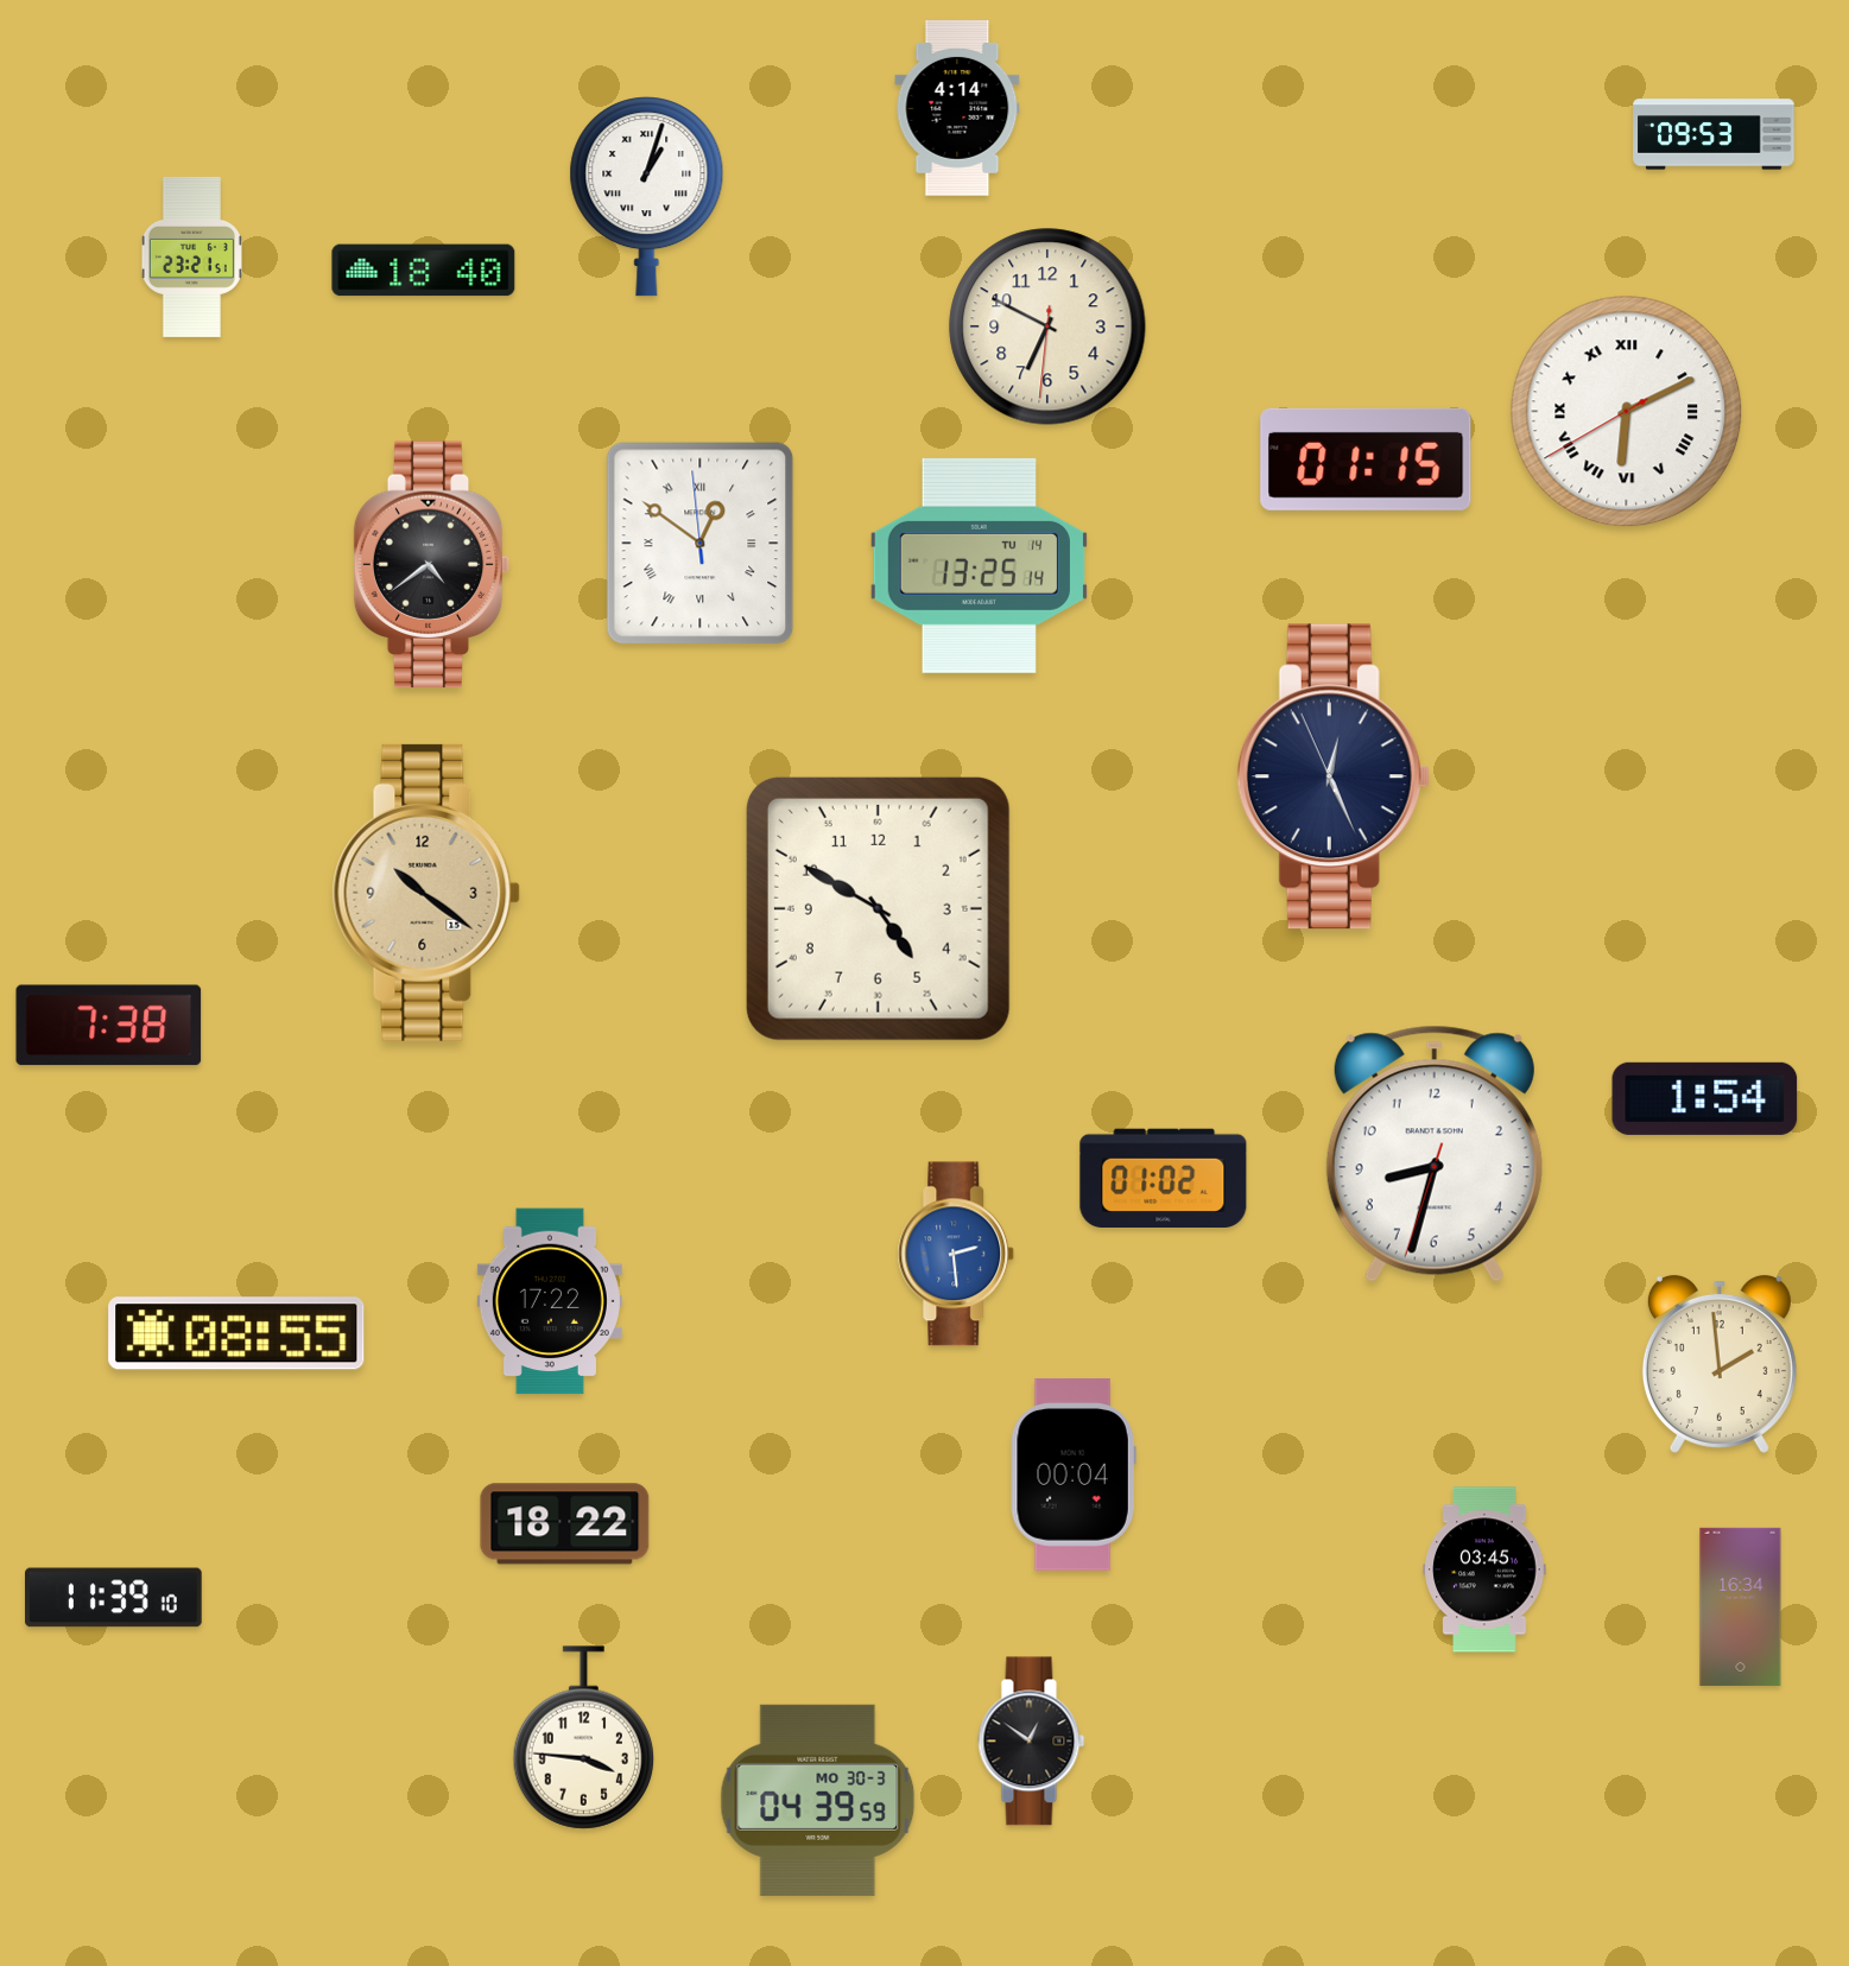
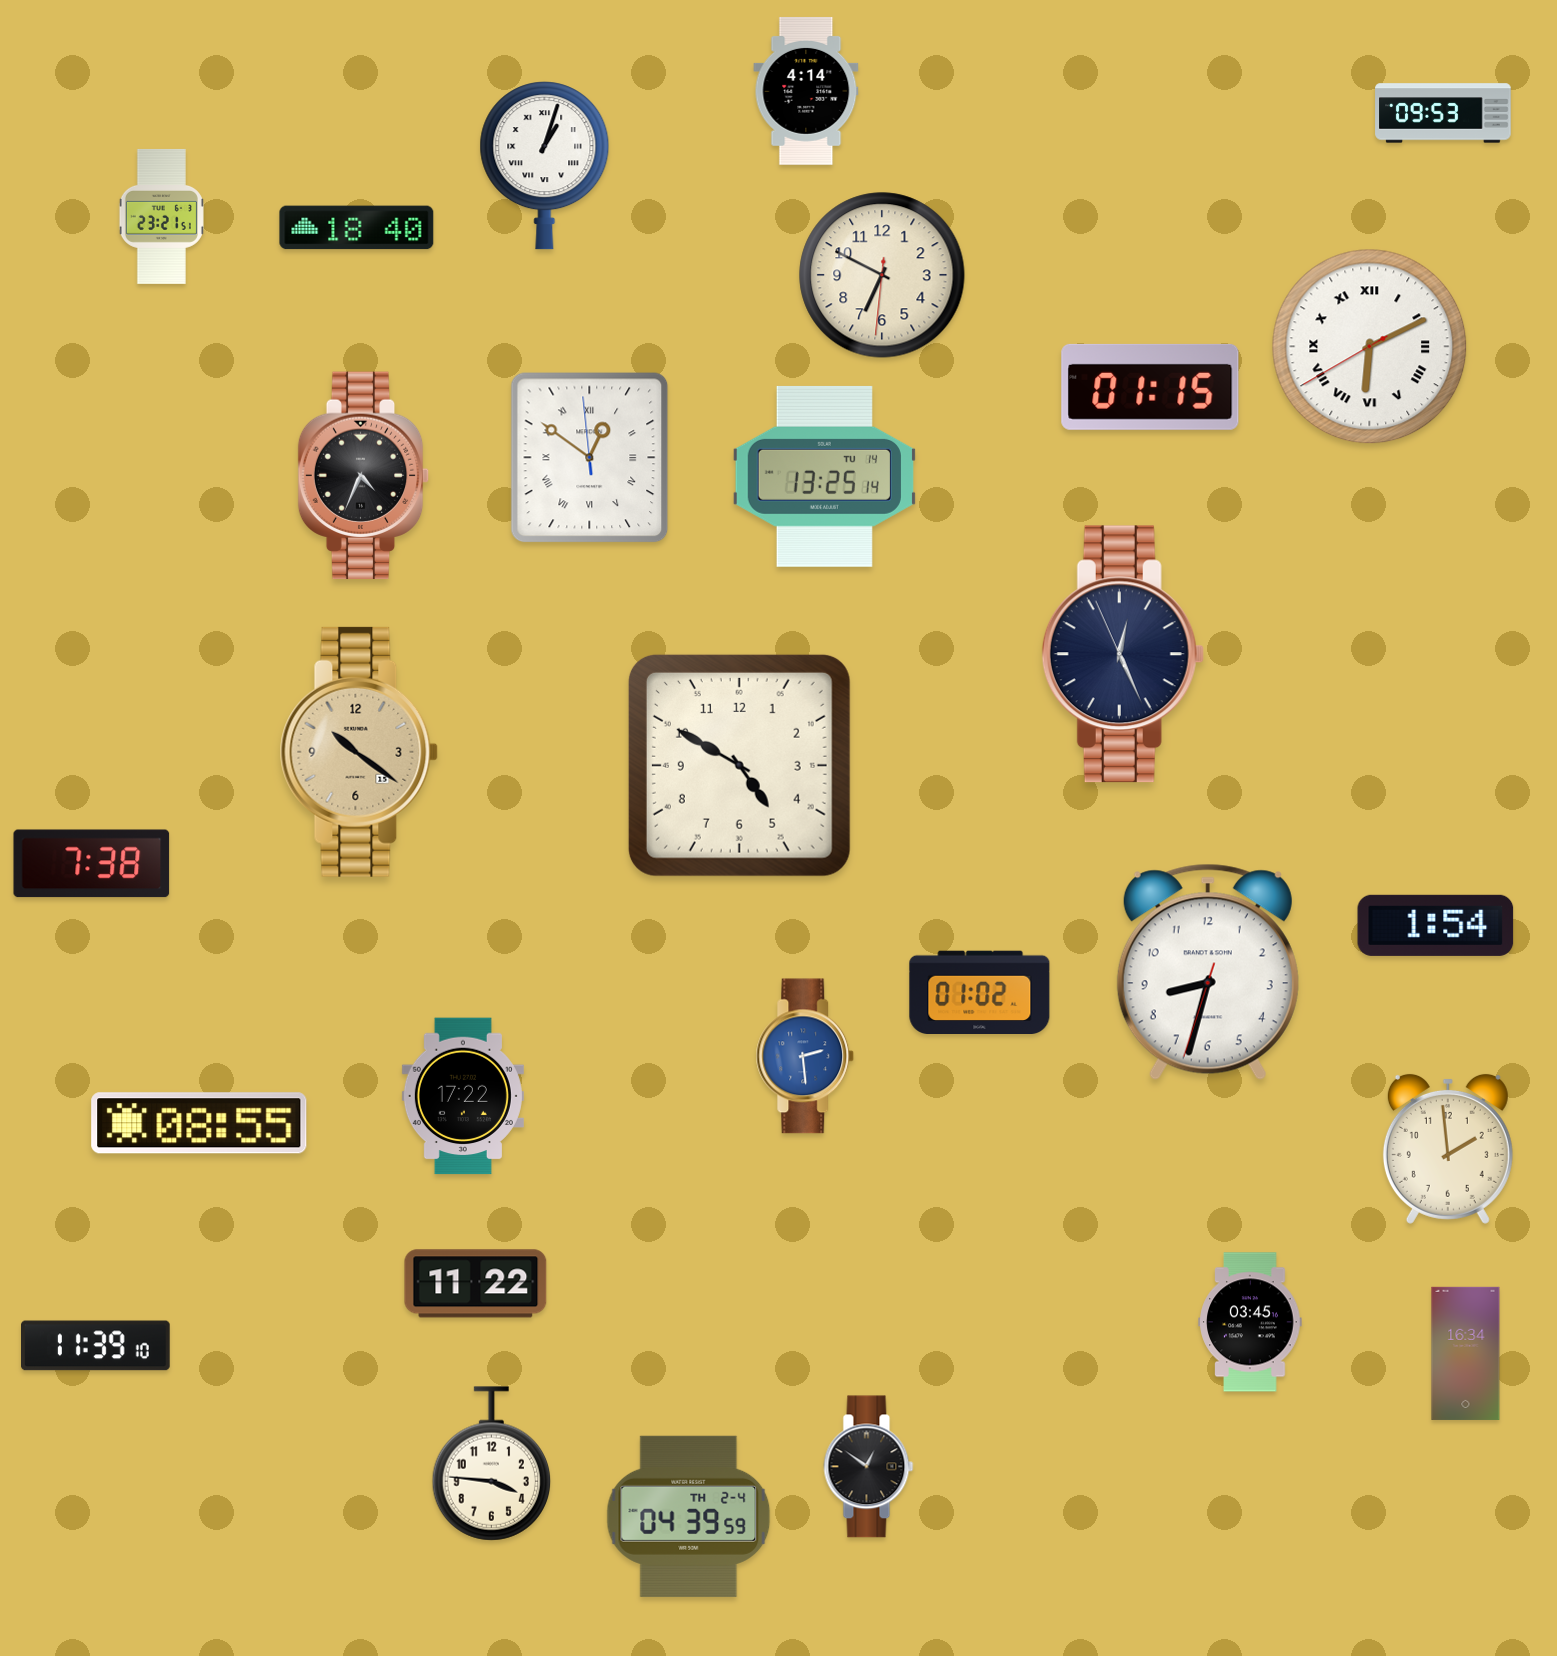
clock at (432, 565): 4:39 -> 4:34
clock at (1074, 1474): 00:04 -> none
clock at (565, 1524): 18:22 -> 11:22
clock at (818, 1800) date: MO 30-3 -> TH 2-4
